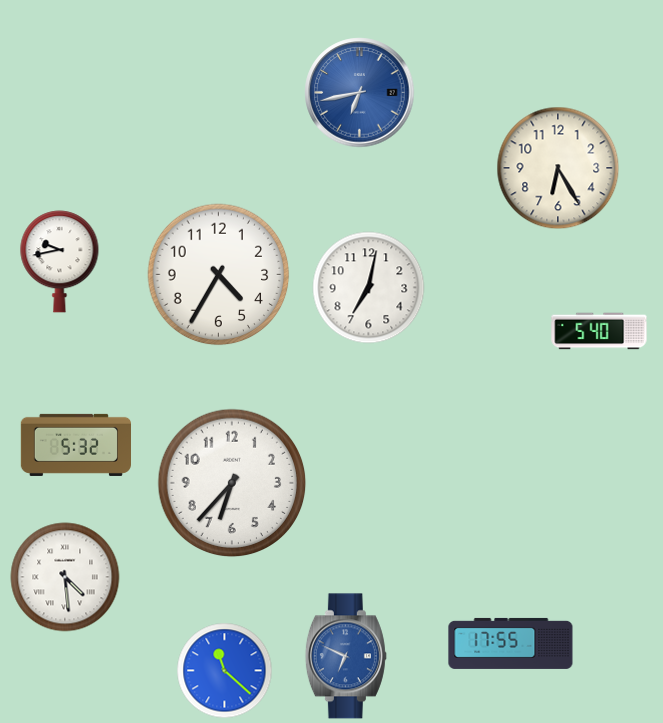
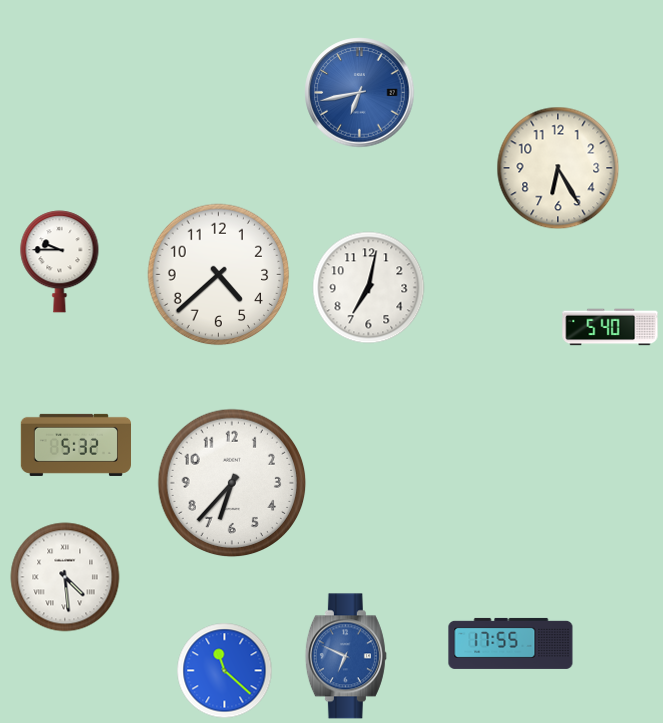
clock at (60, 262): 9:43 -> 9:45
clock at (219, 275): 4:35 -> 4:38
clock at (599, 331) position: (599, 331) -> (610, 327)
